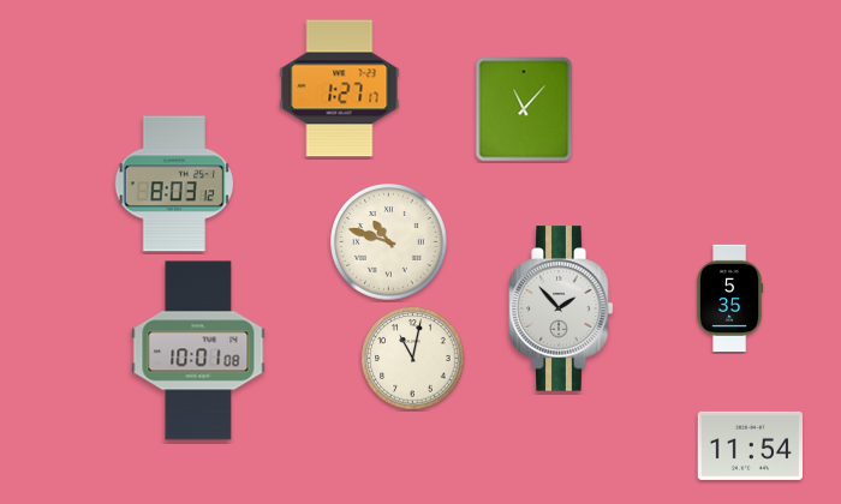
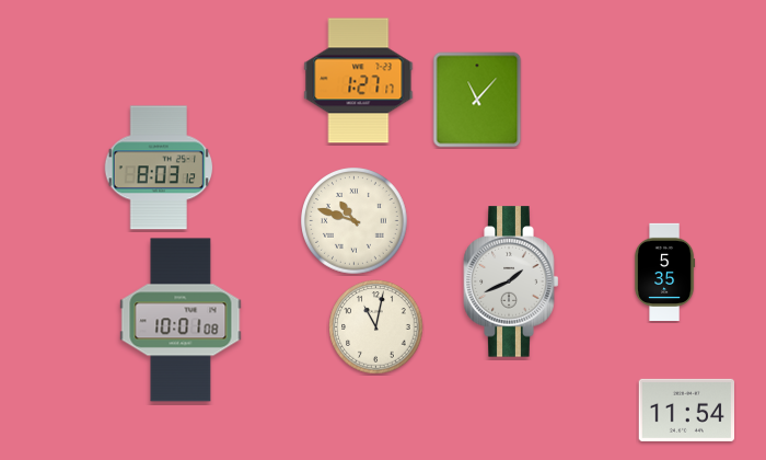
clock at (340, 89) position: (340, 89) -> (359, 81)
clock at (561, 308): 1:53 -> 1:41
clock at (750, 445) position: (750, 445) -> (686, 410)
